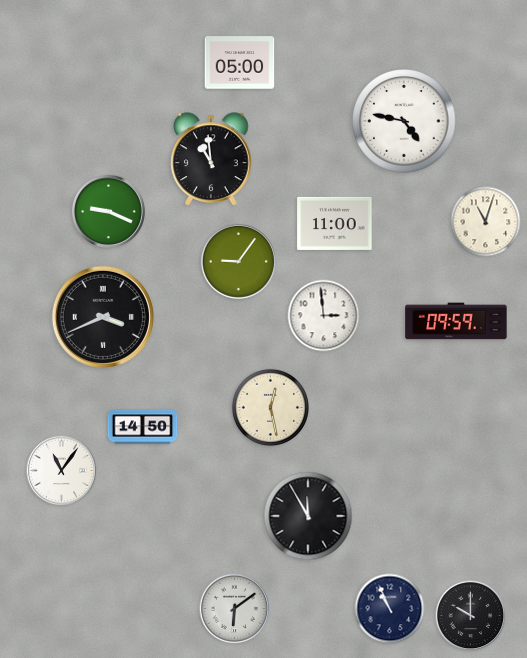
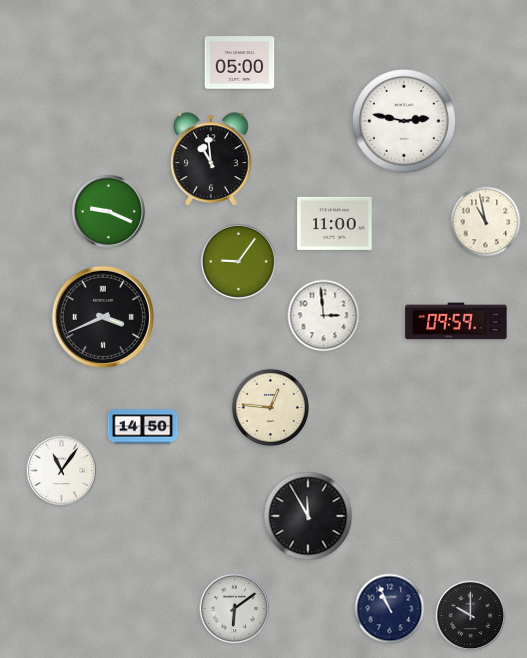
clock at (404, 121): 4:47 -> 2:47
clock at (486, 222): 11:03 -> 10:58
clock at (270, 407): 12:28 -> 12:46
